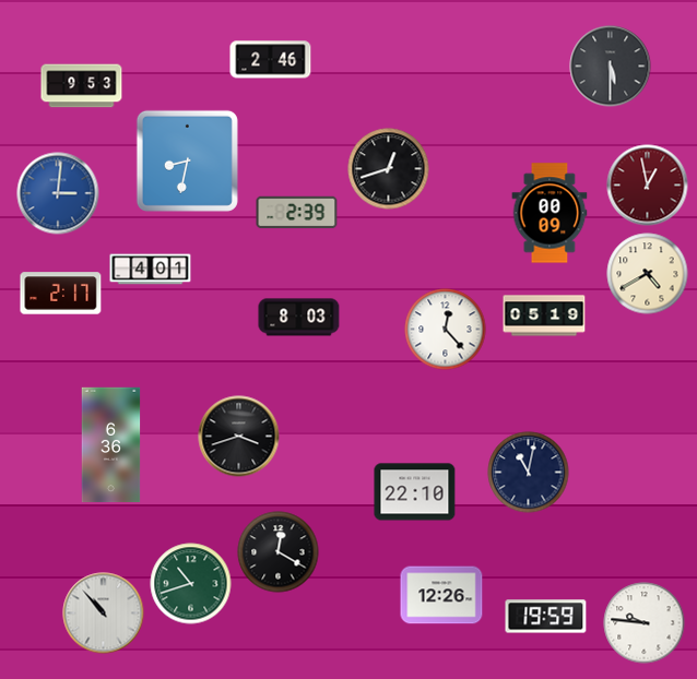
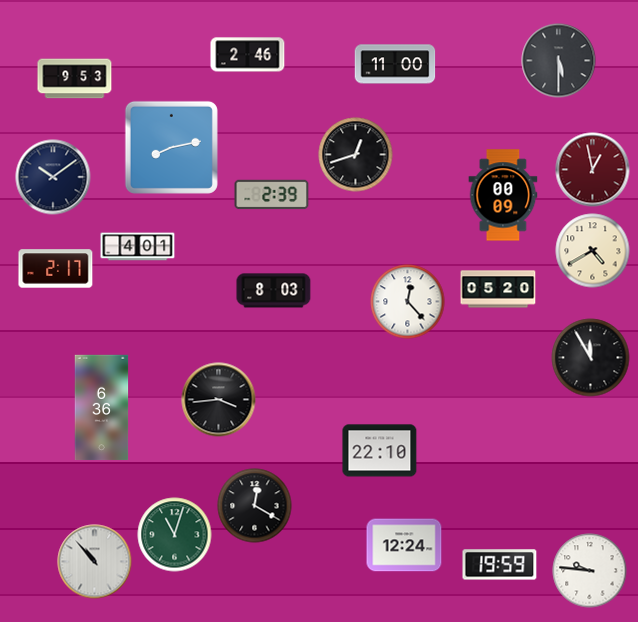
clock at (395, 64): none -> 11:00
clock at (187, 160): 8:32 -> 8:13
clock at (58, 193): 3:01 -> 10:09
clock at (58, 193) dial: blue -> navy
clock at (544, 315): 05:19 -> 05:20
clock at (591, 358): none -> 11:55
clock at (239, 437): 3:42 -> 3:44
clock at (529, 473): 11:02 -> none
clock at (191, 584): 10:42 -> 11:03
clock at (441, 595): 12:26 -> 12:24
